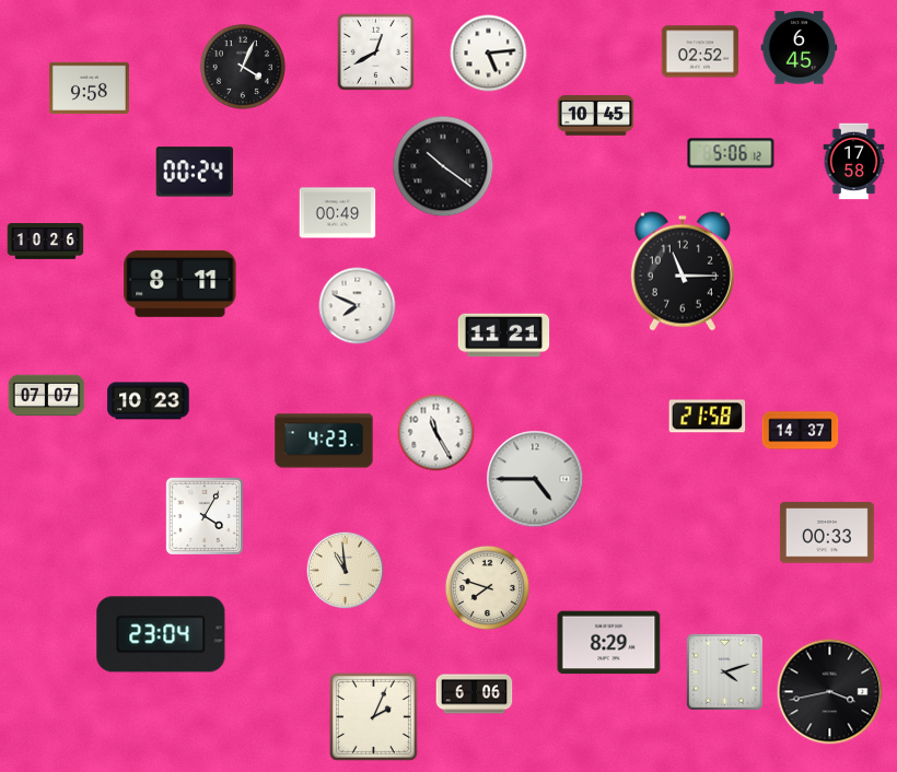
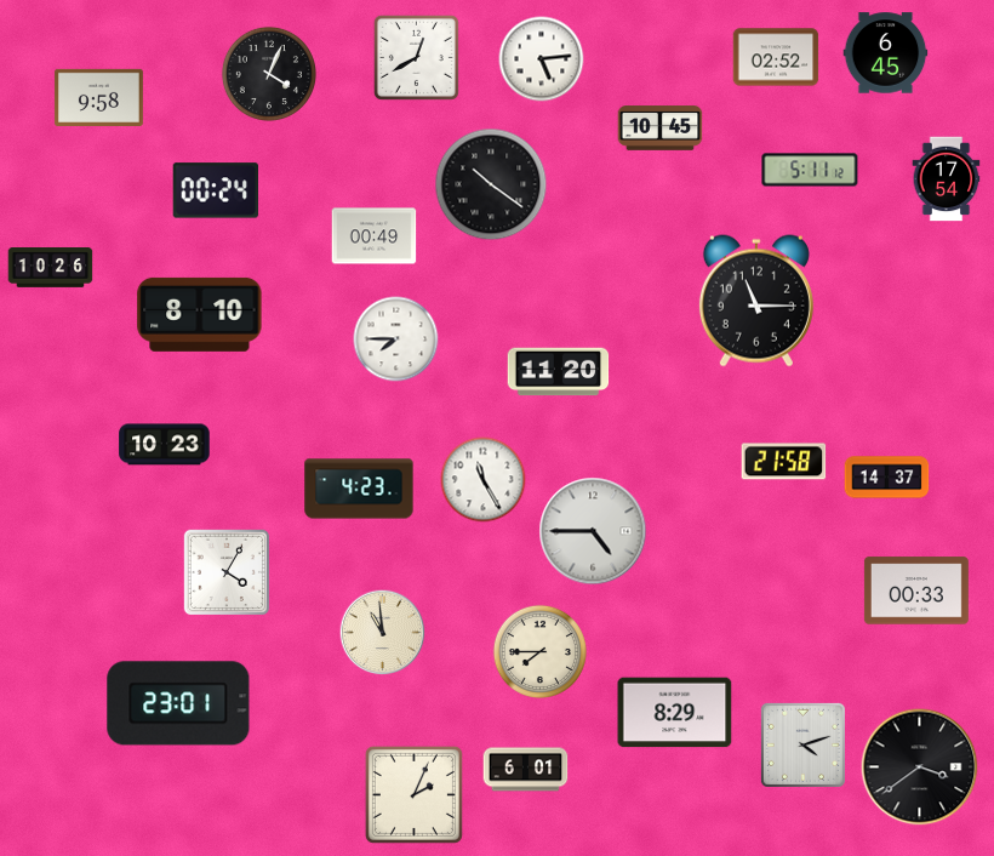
clock at (731, 153): 5:06 -> 5:11
clock at (854, 162): 17:58 -> 17:54
clock at (180, 283): 8:11 -> 8:10
clock at (358, 306): 7:49 -> 7:45
clock at (504, 336): 11:21 -> 11:20
clock at (47, 396): 07:07 -> none
clock at (487, 587): 7:48 -> 7:45
clock at (161, 634): 23:04 -> 23:01
clock at (830, 692): 3:43 -> 3:39
clock at (475, 694): 6:06 -> 6:01
